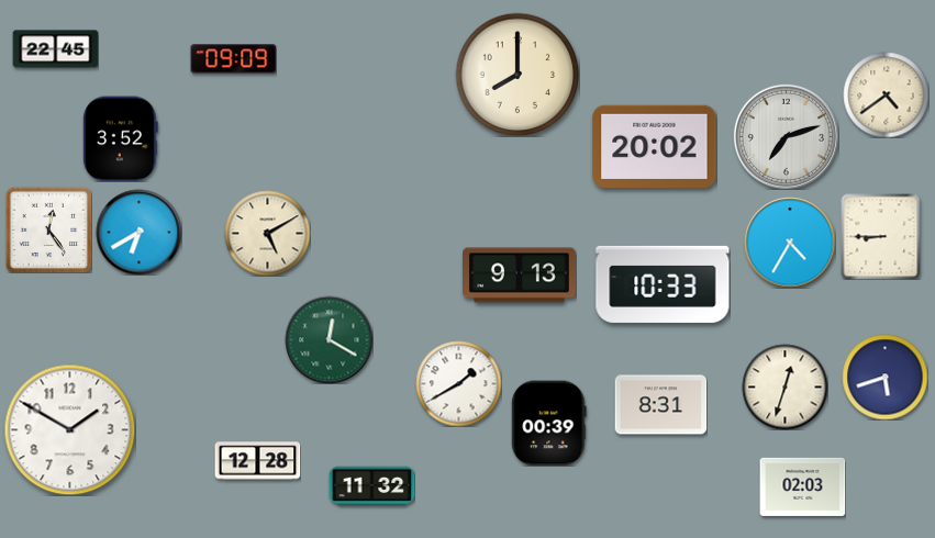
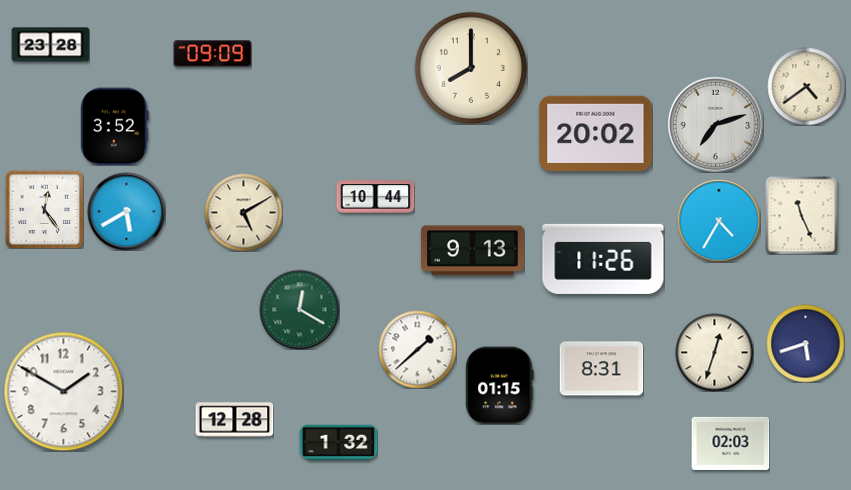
clock at (55, 49): 22:45 -> 23:28
clock at (121, 138) position: (121, 138) -> (115, 126)
clock at (375, 197): none -> 10:44
clock at (138, 232): 6:40 -> 5:40
clock at (881, 236): 8:45 -> 11:26
clock at (663, 284): 10:33 -> 11:26
clock at (458, 383): 1:40 -> 1:38
clock at (549, 423): 00:39 -> 01:15
clock at (371, 486): 11:32 -> 1:32
